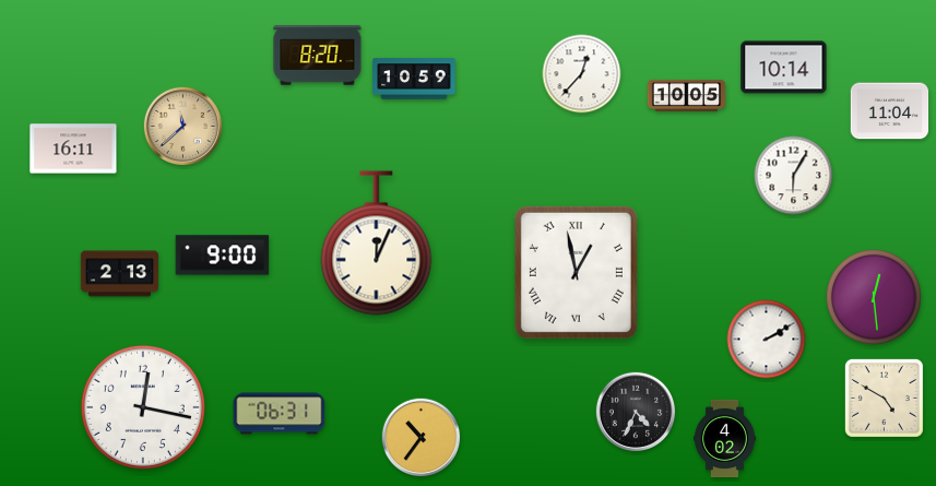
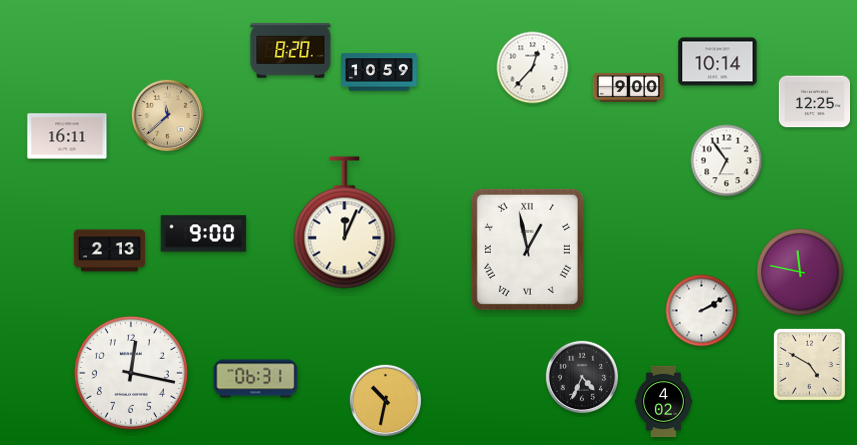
clock at (687, 95): 10:05 -> 9:00
clock at (890, 111): 11:04 -> 12:25
clock at (794, 176): 6:05 -> 6:54
clock at (874, 297): 12:29 -> 11:47
clock at (422, 438): 10:36 -> 10:32
